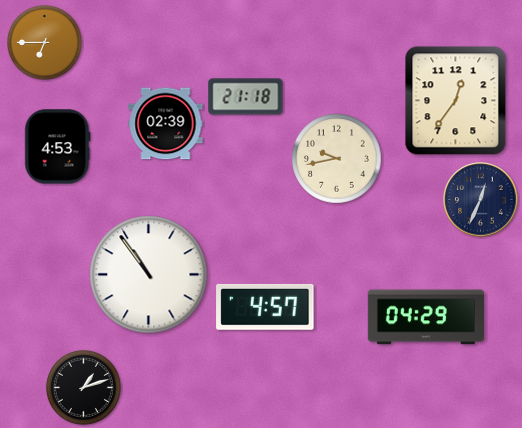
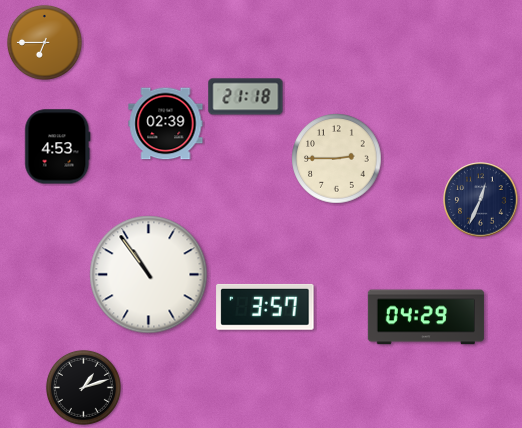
clock at (456, 101): 12:36 -> none
clock at (337, 159): 9:43 -> 2:45
clock at (265, 307): 4:57 -> 3:57
